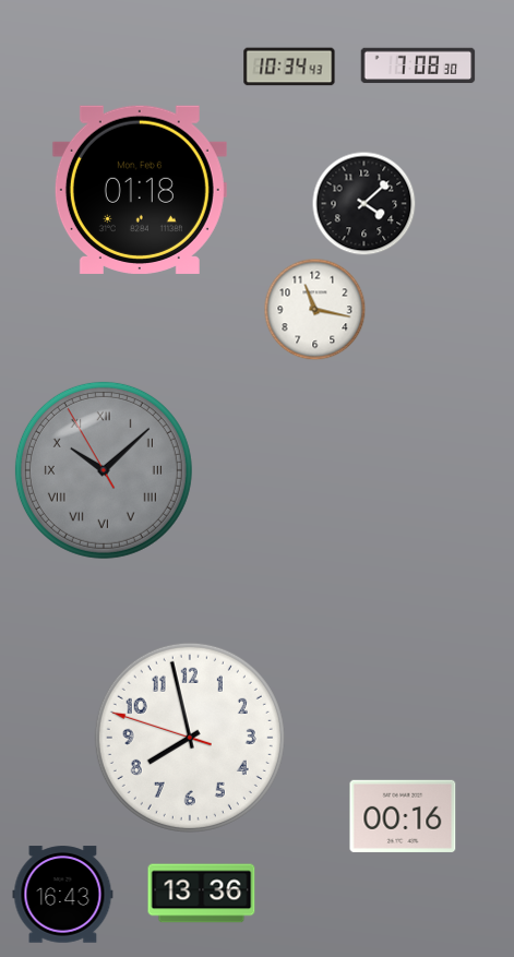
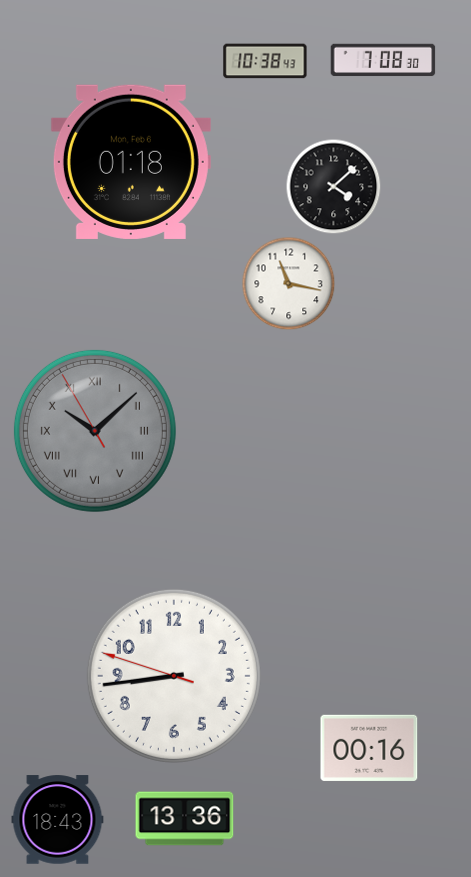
clock at (289, 67): 10:34 -> 10:38
clock at (140, 190) position: (140, 190) -> (131, 162)
clock at (190, 738): 7:57 -> 8:43
clock at (63, 895): 16:43 -> 18:43
